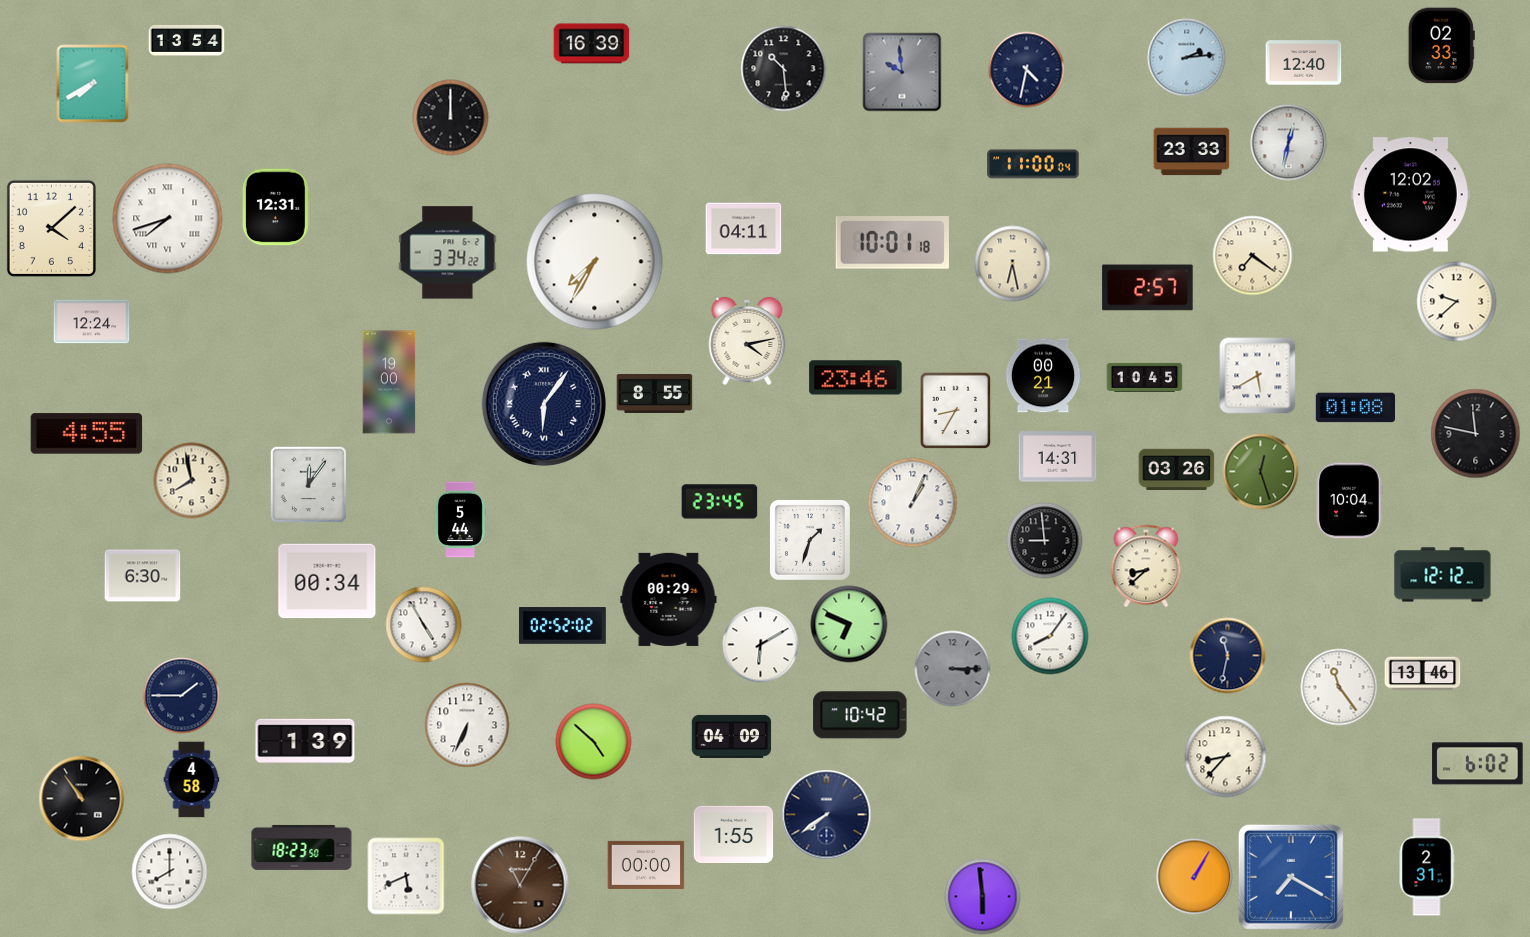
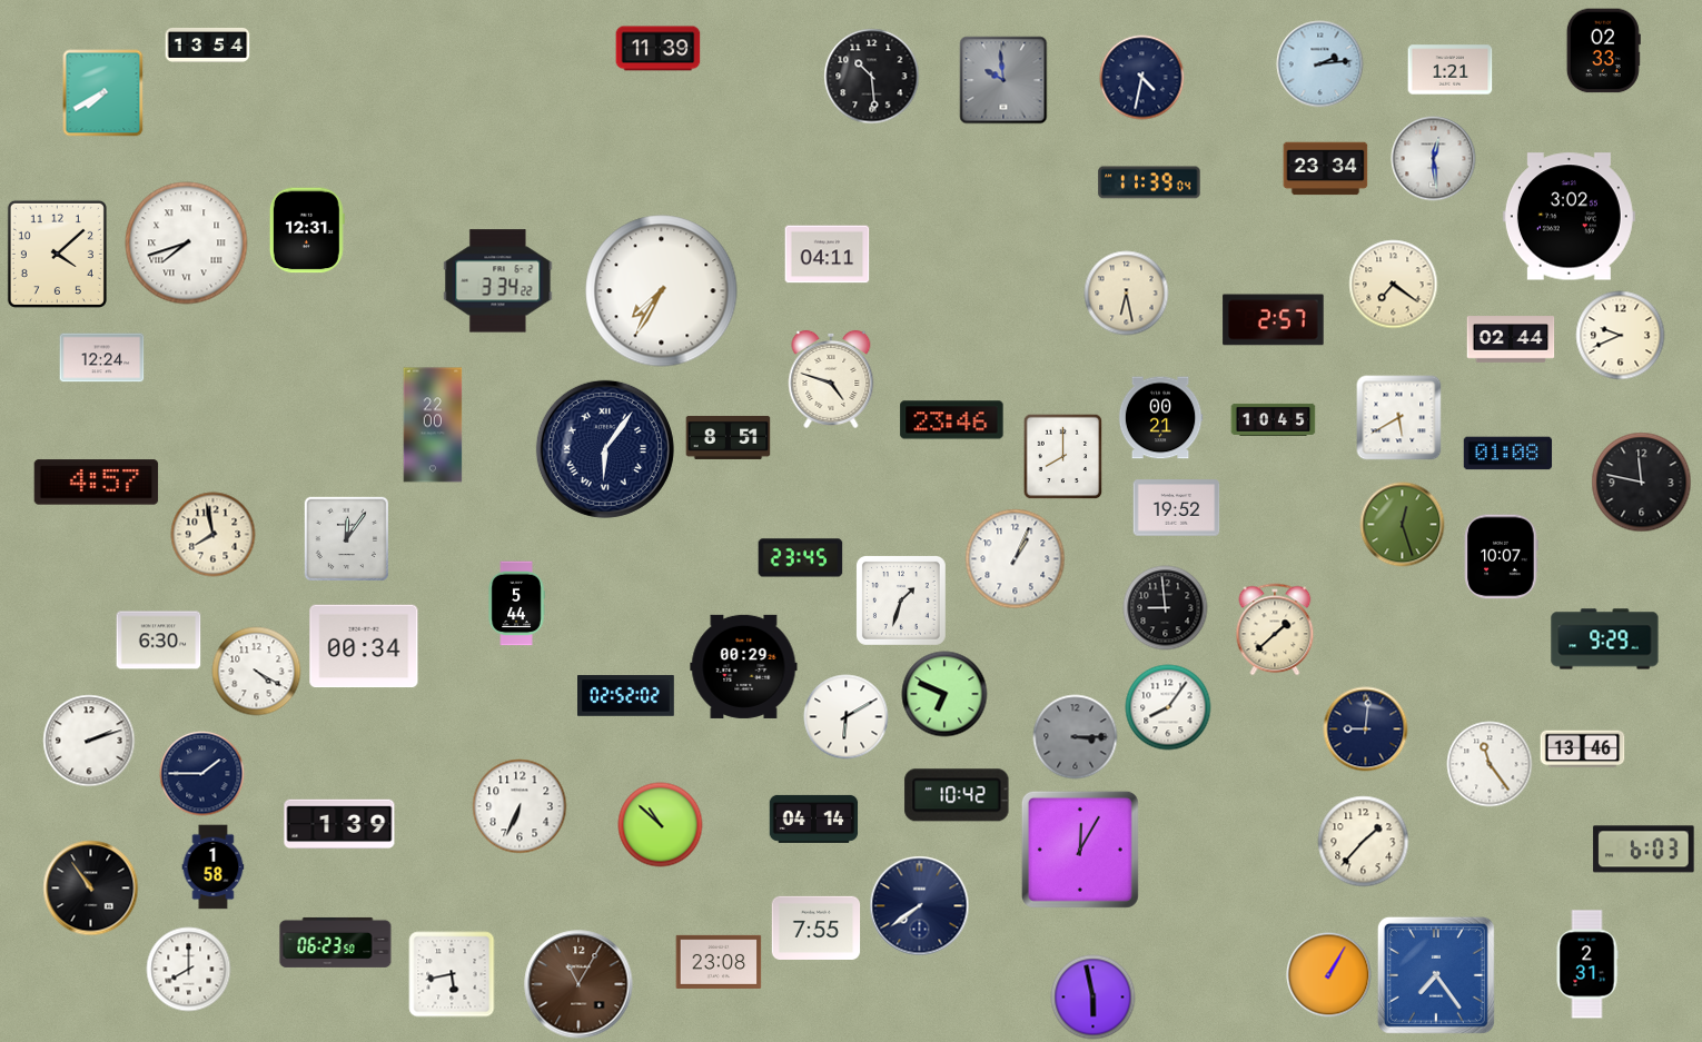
clock at (592, 44): 16:39 -> 11:39
clock at (1304, 63): 12:40 -> 1:21
clock at (451, 118): 12:00 -> none
clock at (1289, 143): 12:32 -> 12:29
clock at (1192, 152): 23:33 -> 23:34
clock at (1033, 164): 11:00 -> 11:39
clock at (1410, 195): 12:02 -> 3:02
clock at (892, 243): 10:01 -> none
clock at (1148, 288) position: (1148, 288) -> (1274, 320)
clock at (1457, 302): 9:38 -> 9:41
clock at (1511, 339): none -> 02:44
clock at (747, 341): 4:13 -> 4:48
clock at (389, 382): 19:00 -> 22:00
clock at (655, 393): 8:55 -> 8:51
clock at (956, 410): 8:35 -> 8:00
clock at (87, 434): 4:55 -> 4:57
clock at (1058, 457): 14:31 -> 19:52
clock at (1177, 470): 03:26 -> none
clock at (308, 484) position: (308, 484) -> (346, 538)
clock at (1350, 501): 10:04 -> 10:07
clock at (460, 520) position: (460, 520) -> (516, 604)
clock at (1045, 541) position: (1045, 541) -> (1166, 608)
clock at (1146, 566): 8:38 -> 1:38
clock at (1443, 575): 12:12 -> 9:29
clock at (257, 672): none -> 4:20
clock at (424, 625): 4:55 -> none
clock at (1228, 656): 11:32 -> 9:01
clock at (89, 741): none -> 2:12
clock at (953, 669) position: (953, 669) -> (1076, 737)
clock at (732, 736): 04:09 -> 04:14
clock at (594, 742): 4:52 -> 10:52
clock at (1226, 757): 8:37 -> 1:37
clock at (1080, 850): none -> 12:05
clock at (1478, 764): 6:02 -> 6:03
clock at (192, 780): 4:58 -> 1:58
clock at (734, 834): 1:55 -> 7:55
clock at (302, 847): 18:23 -> 06:23
clock at (646, 865): 00:00 -> 23:08
clock at (406, 876): 5:41 -> 5:43
clock at (1291, 877): 7:20 -> 7:24
clock at (983, 897): 5:59 -> 5:58
